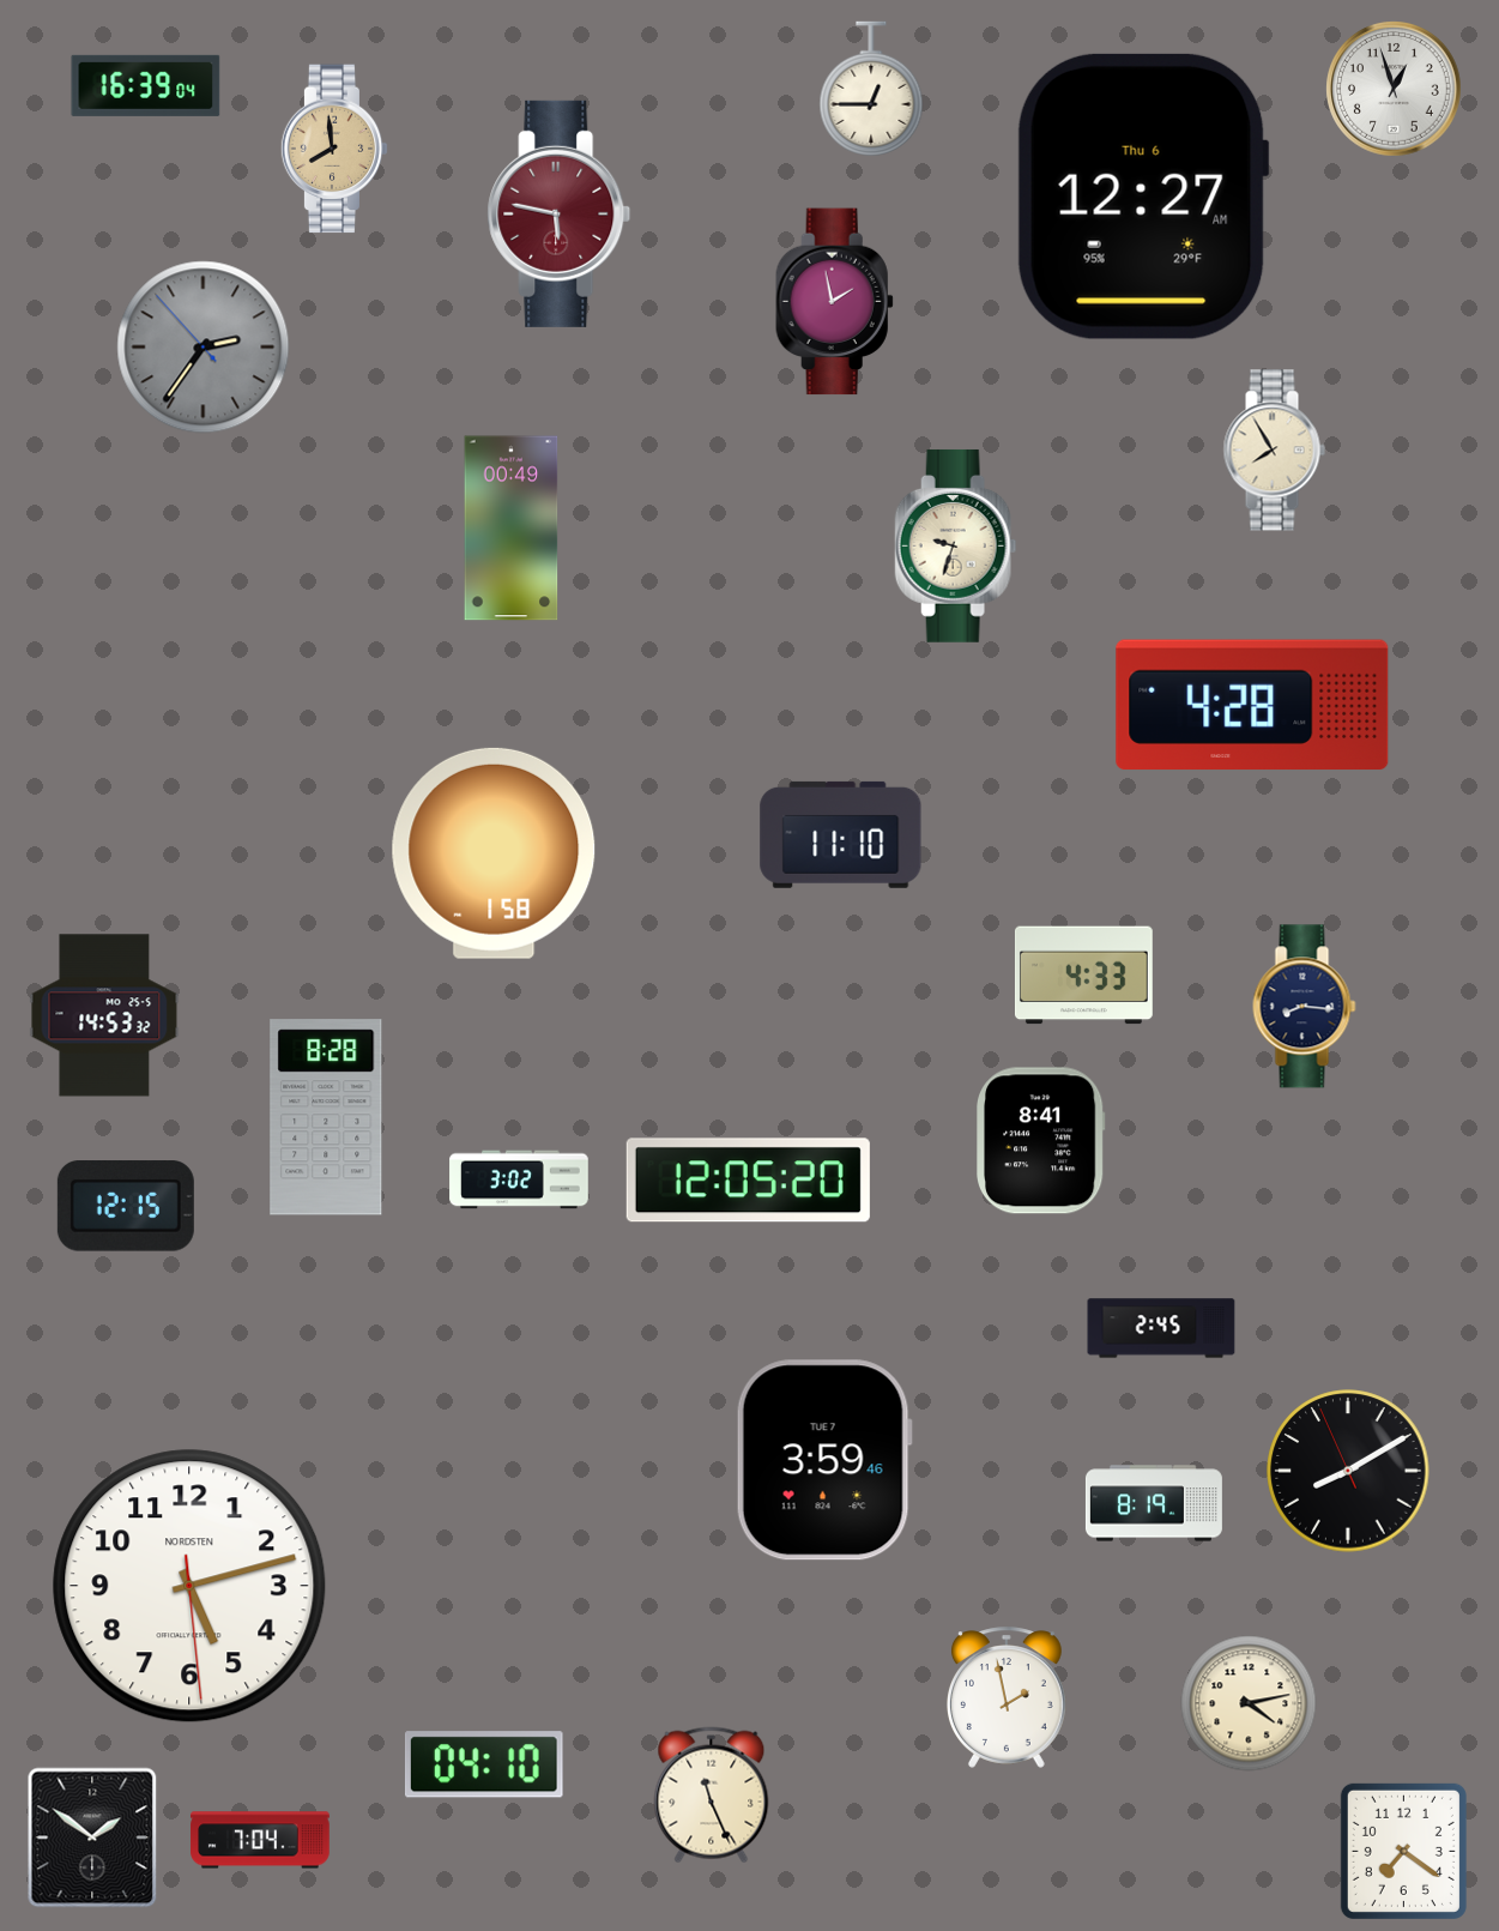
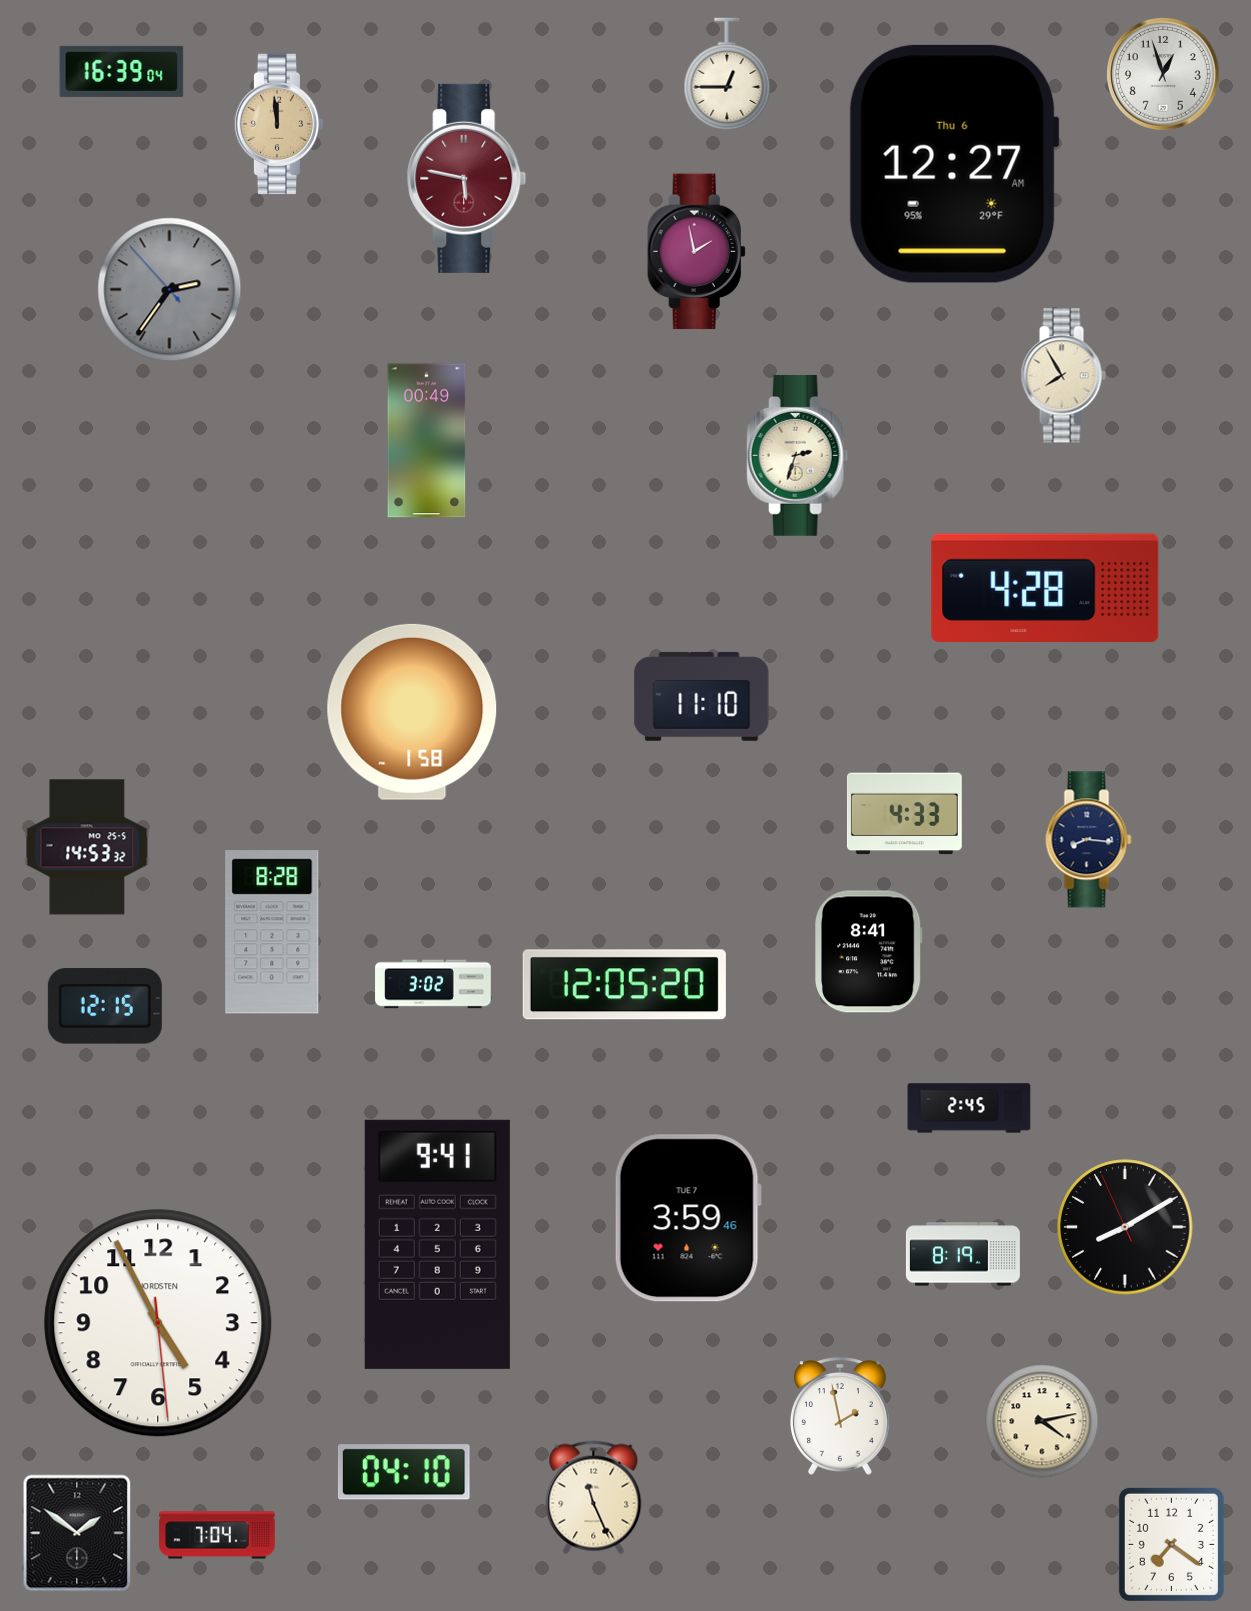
clock at (334, 149): 7:59 -> 11:59
clock at (956, 545): 9:33 -> 2:33
clock at (437, 1244): none -> 9:41
clock at (189, 1586): 5:12 -> 4:55
